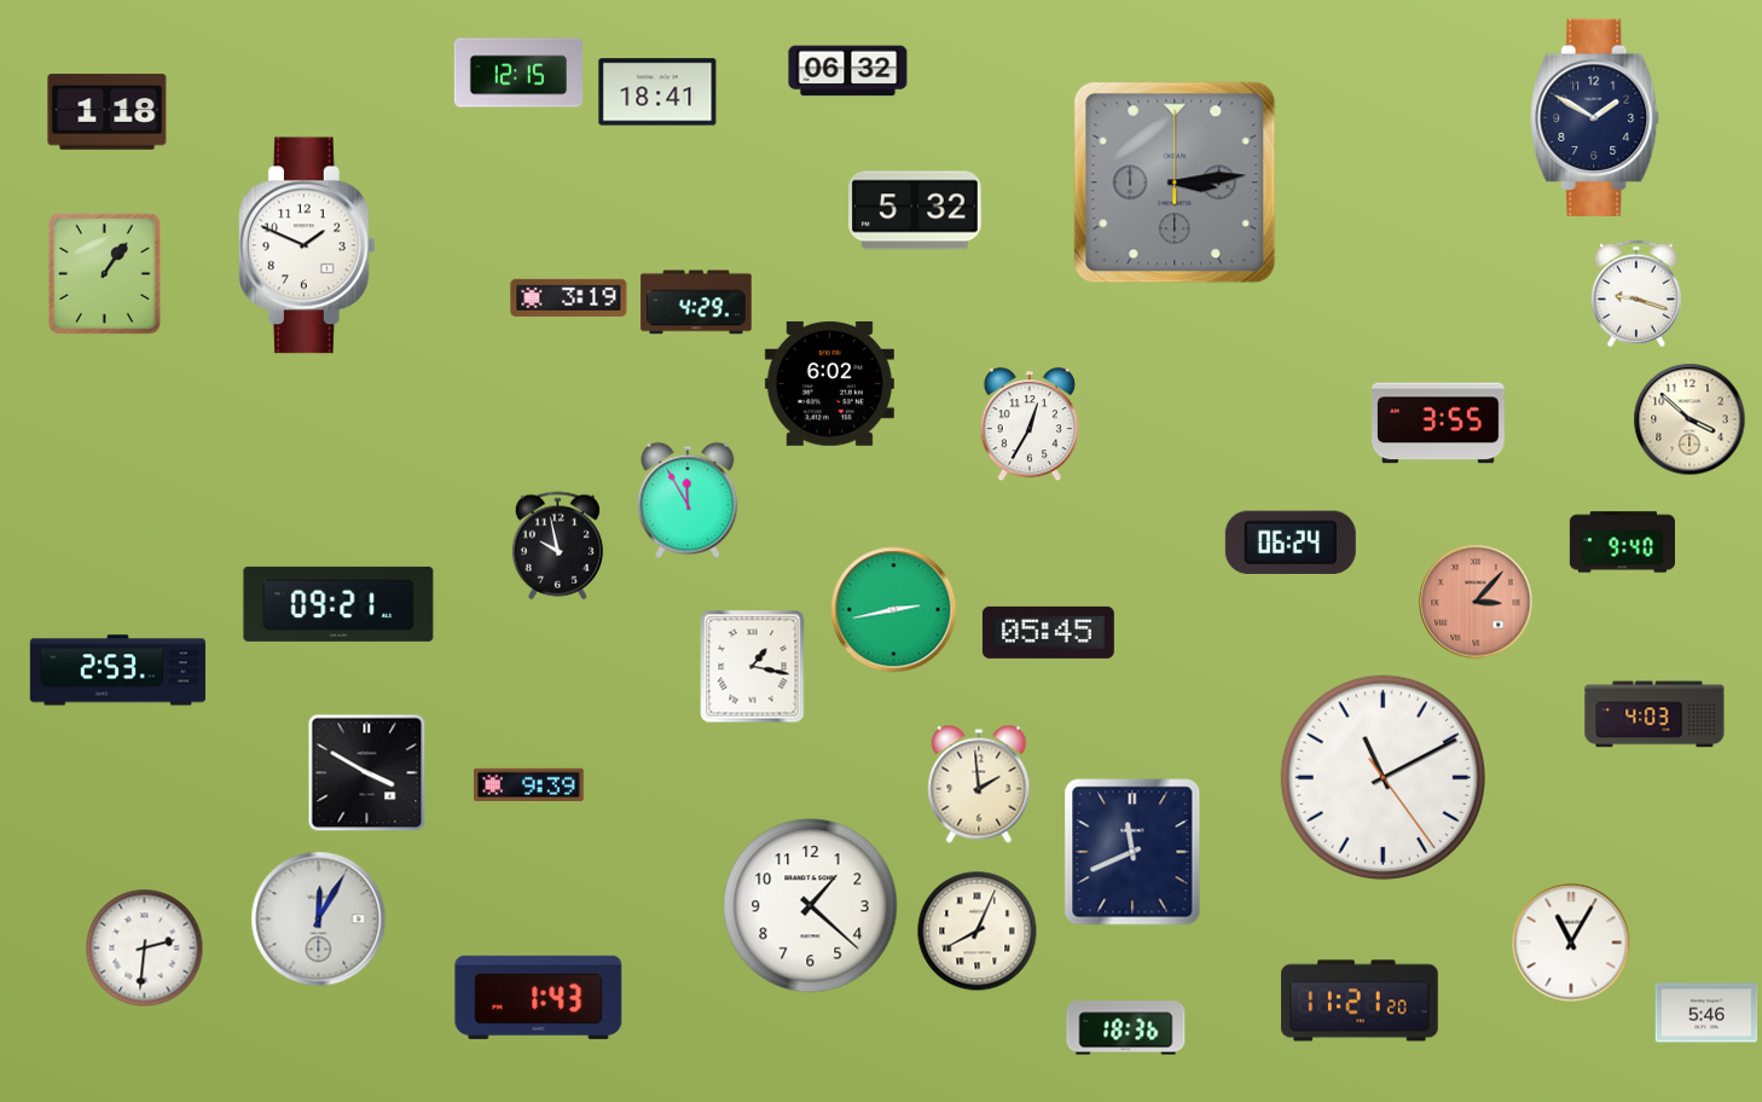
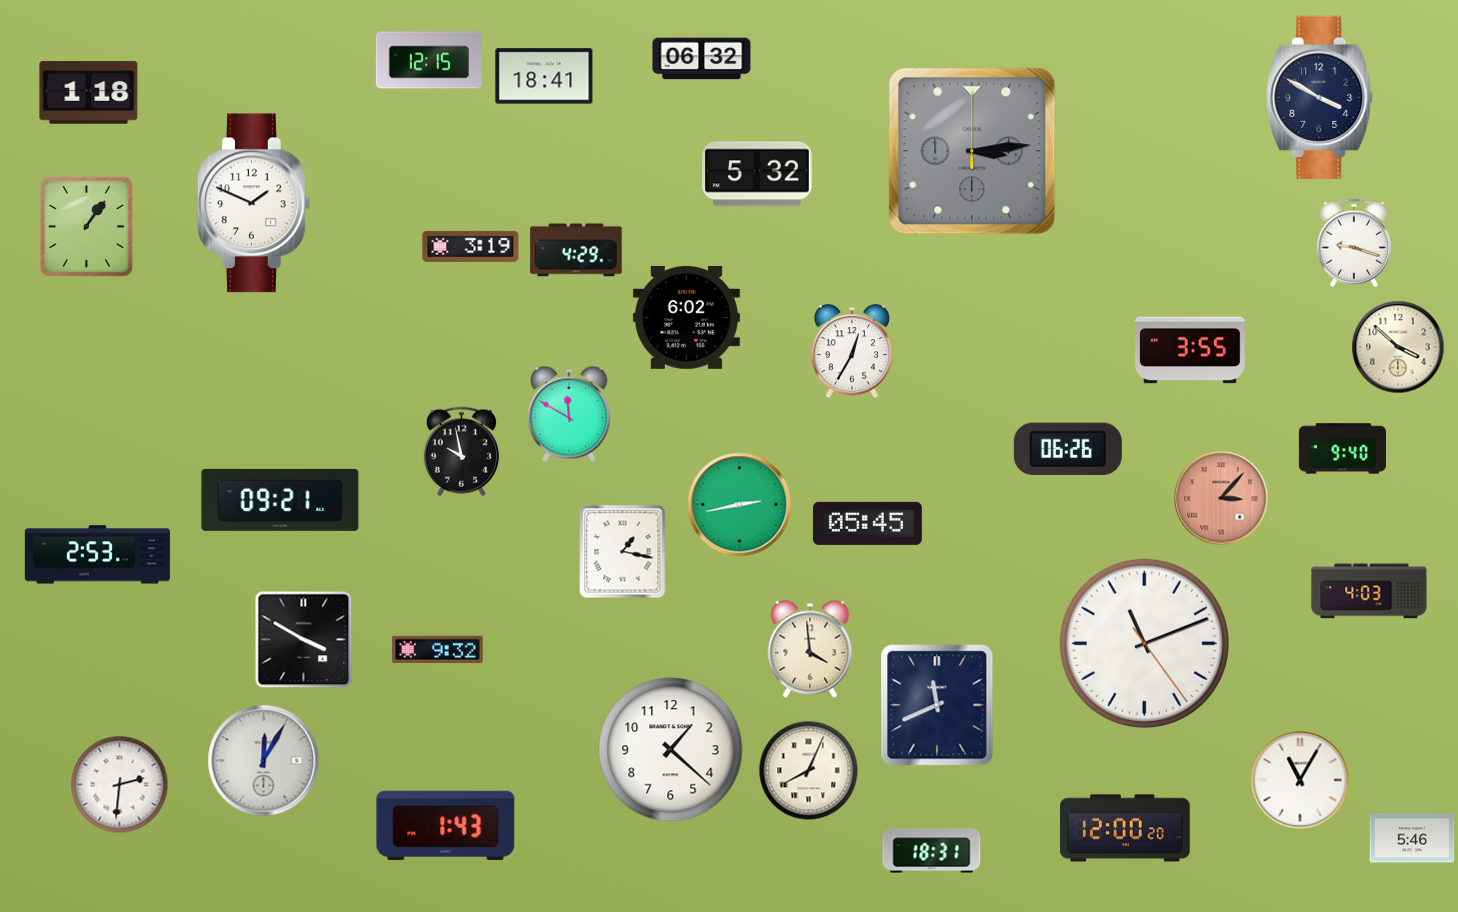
clock at (1595, 117): 1:50 -> 3:50
clock at (688, 500): 11:55 -> 11:50
clock at (1291, 541): 06:24 -> 06:26
clock at (1383, 777): 11:10 -> 11:11
clock at (529, 784): 9:39 -> 9:32
clock at (979, 784): 1:59 -> 3:59
clock at (1360, 1000): 11:21 -> 12:00
clock at (1126, 1028): 18:36 -> 18:31
